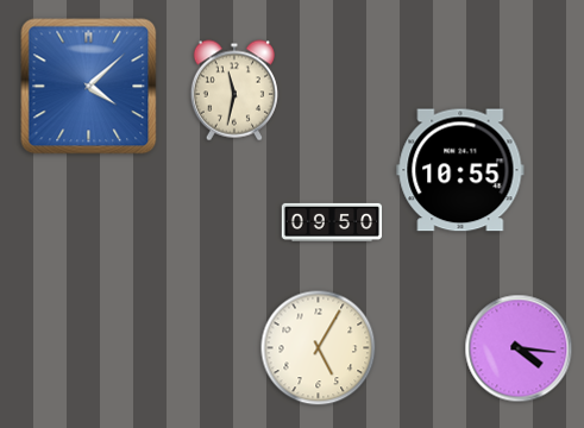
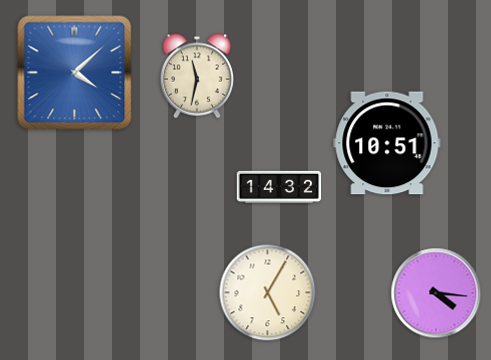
clock at (460, 170): 10:55 -> 10:51
clock at (332, 221): 09:50 -> 14:32
